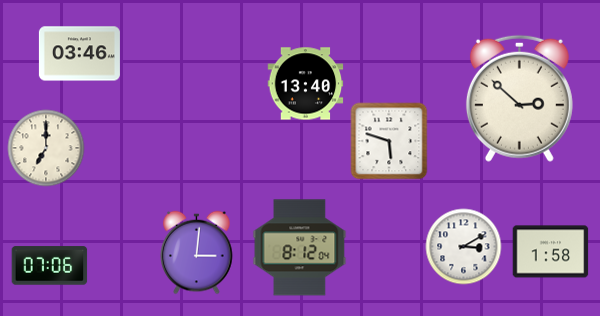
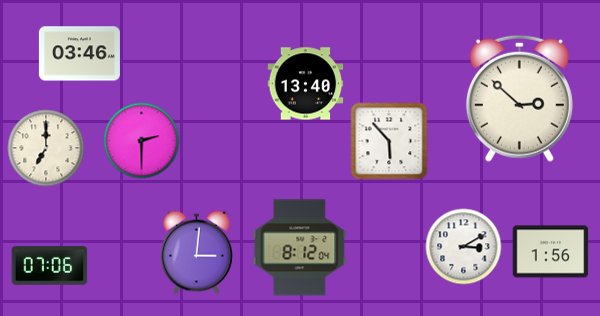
clock at (142, 141): none -> 2:30
clock at (389, 141): 5:48 -> 5:53
clock at (551, 252): 1:58 -> 1:56
